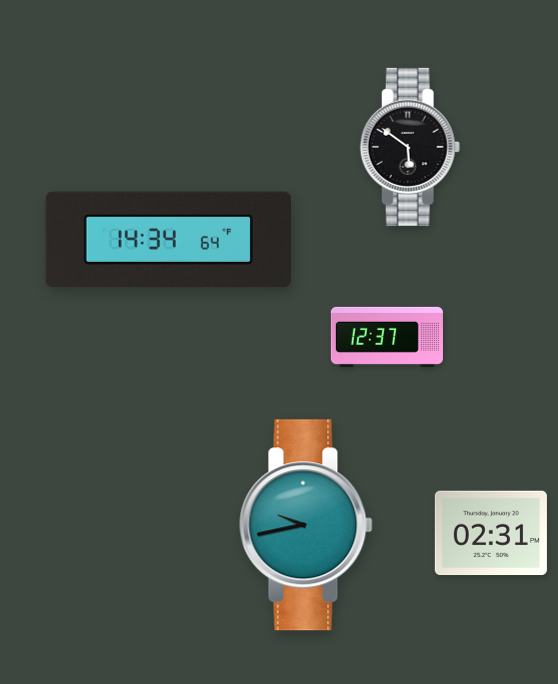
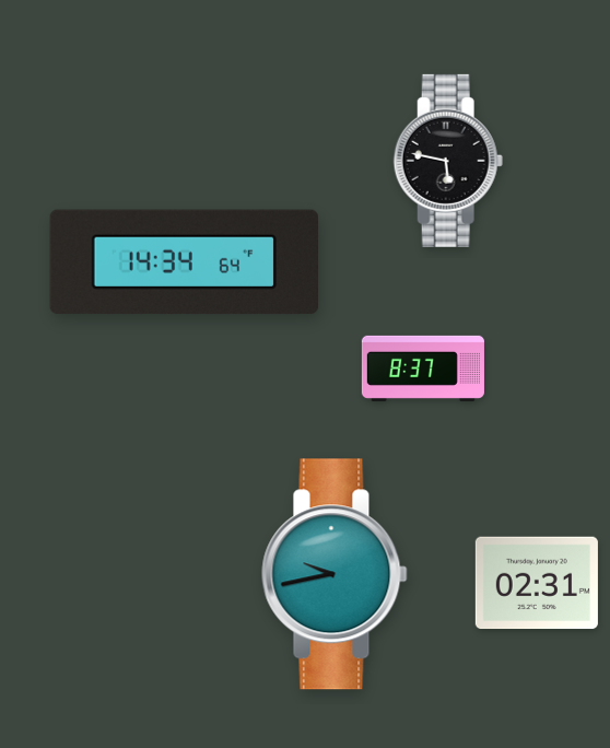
clock at (410, 147): 5:51 -> 5:47
clock at (387, 337): 12:37 -> 8:37
